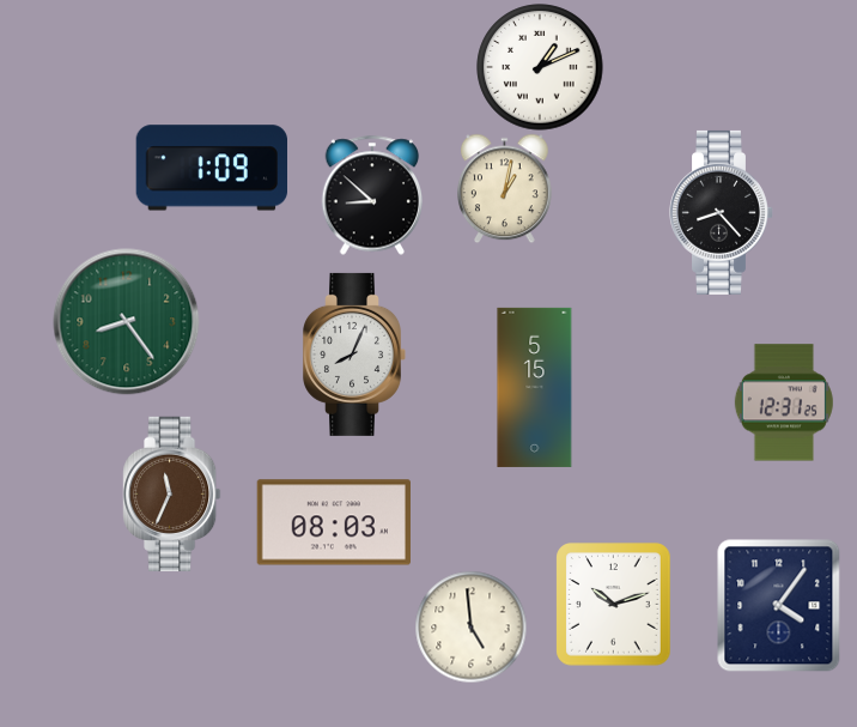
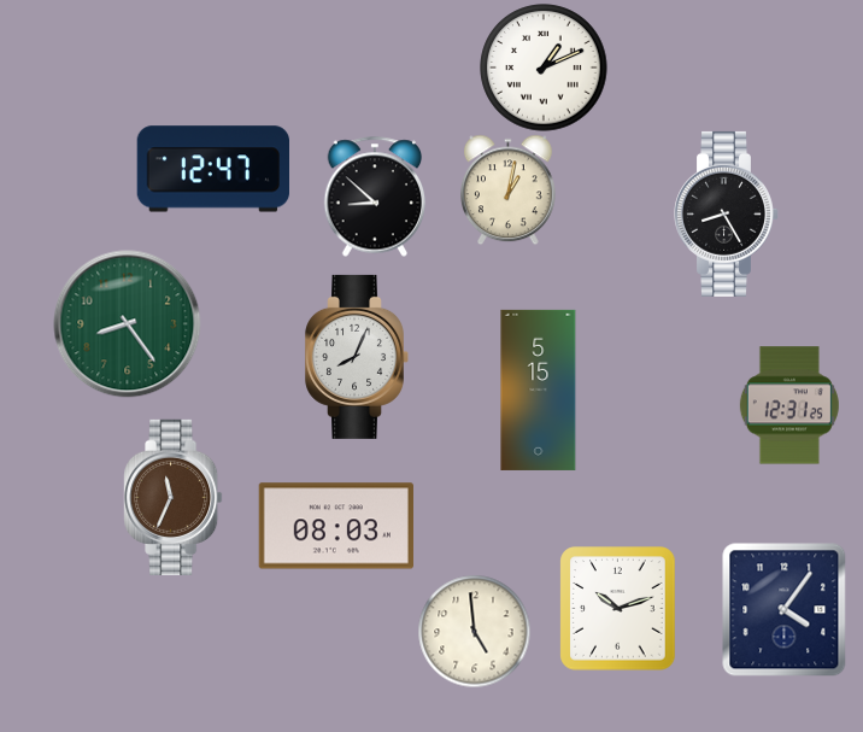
clock at (211, 168): 1:09 -> 12:47
clock at (722, 212): 8:23 -> 8:25
